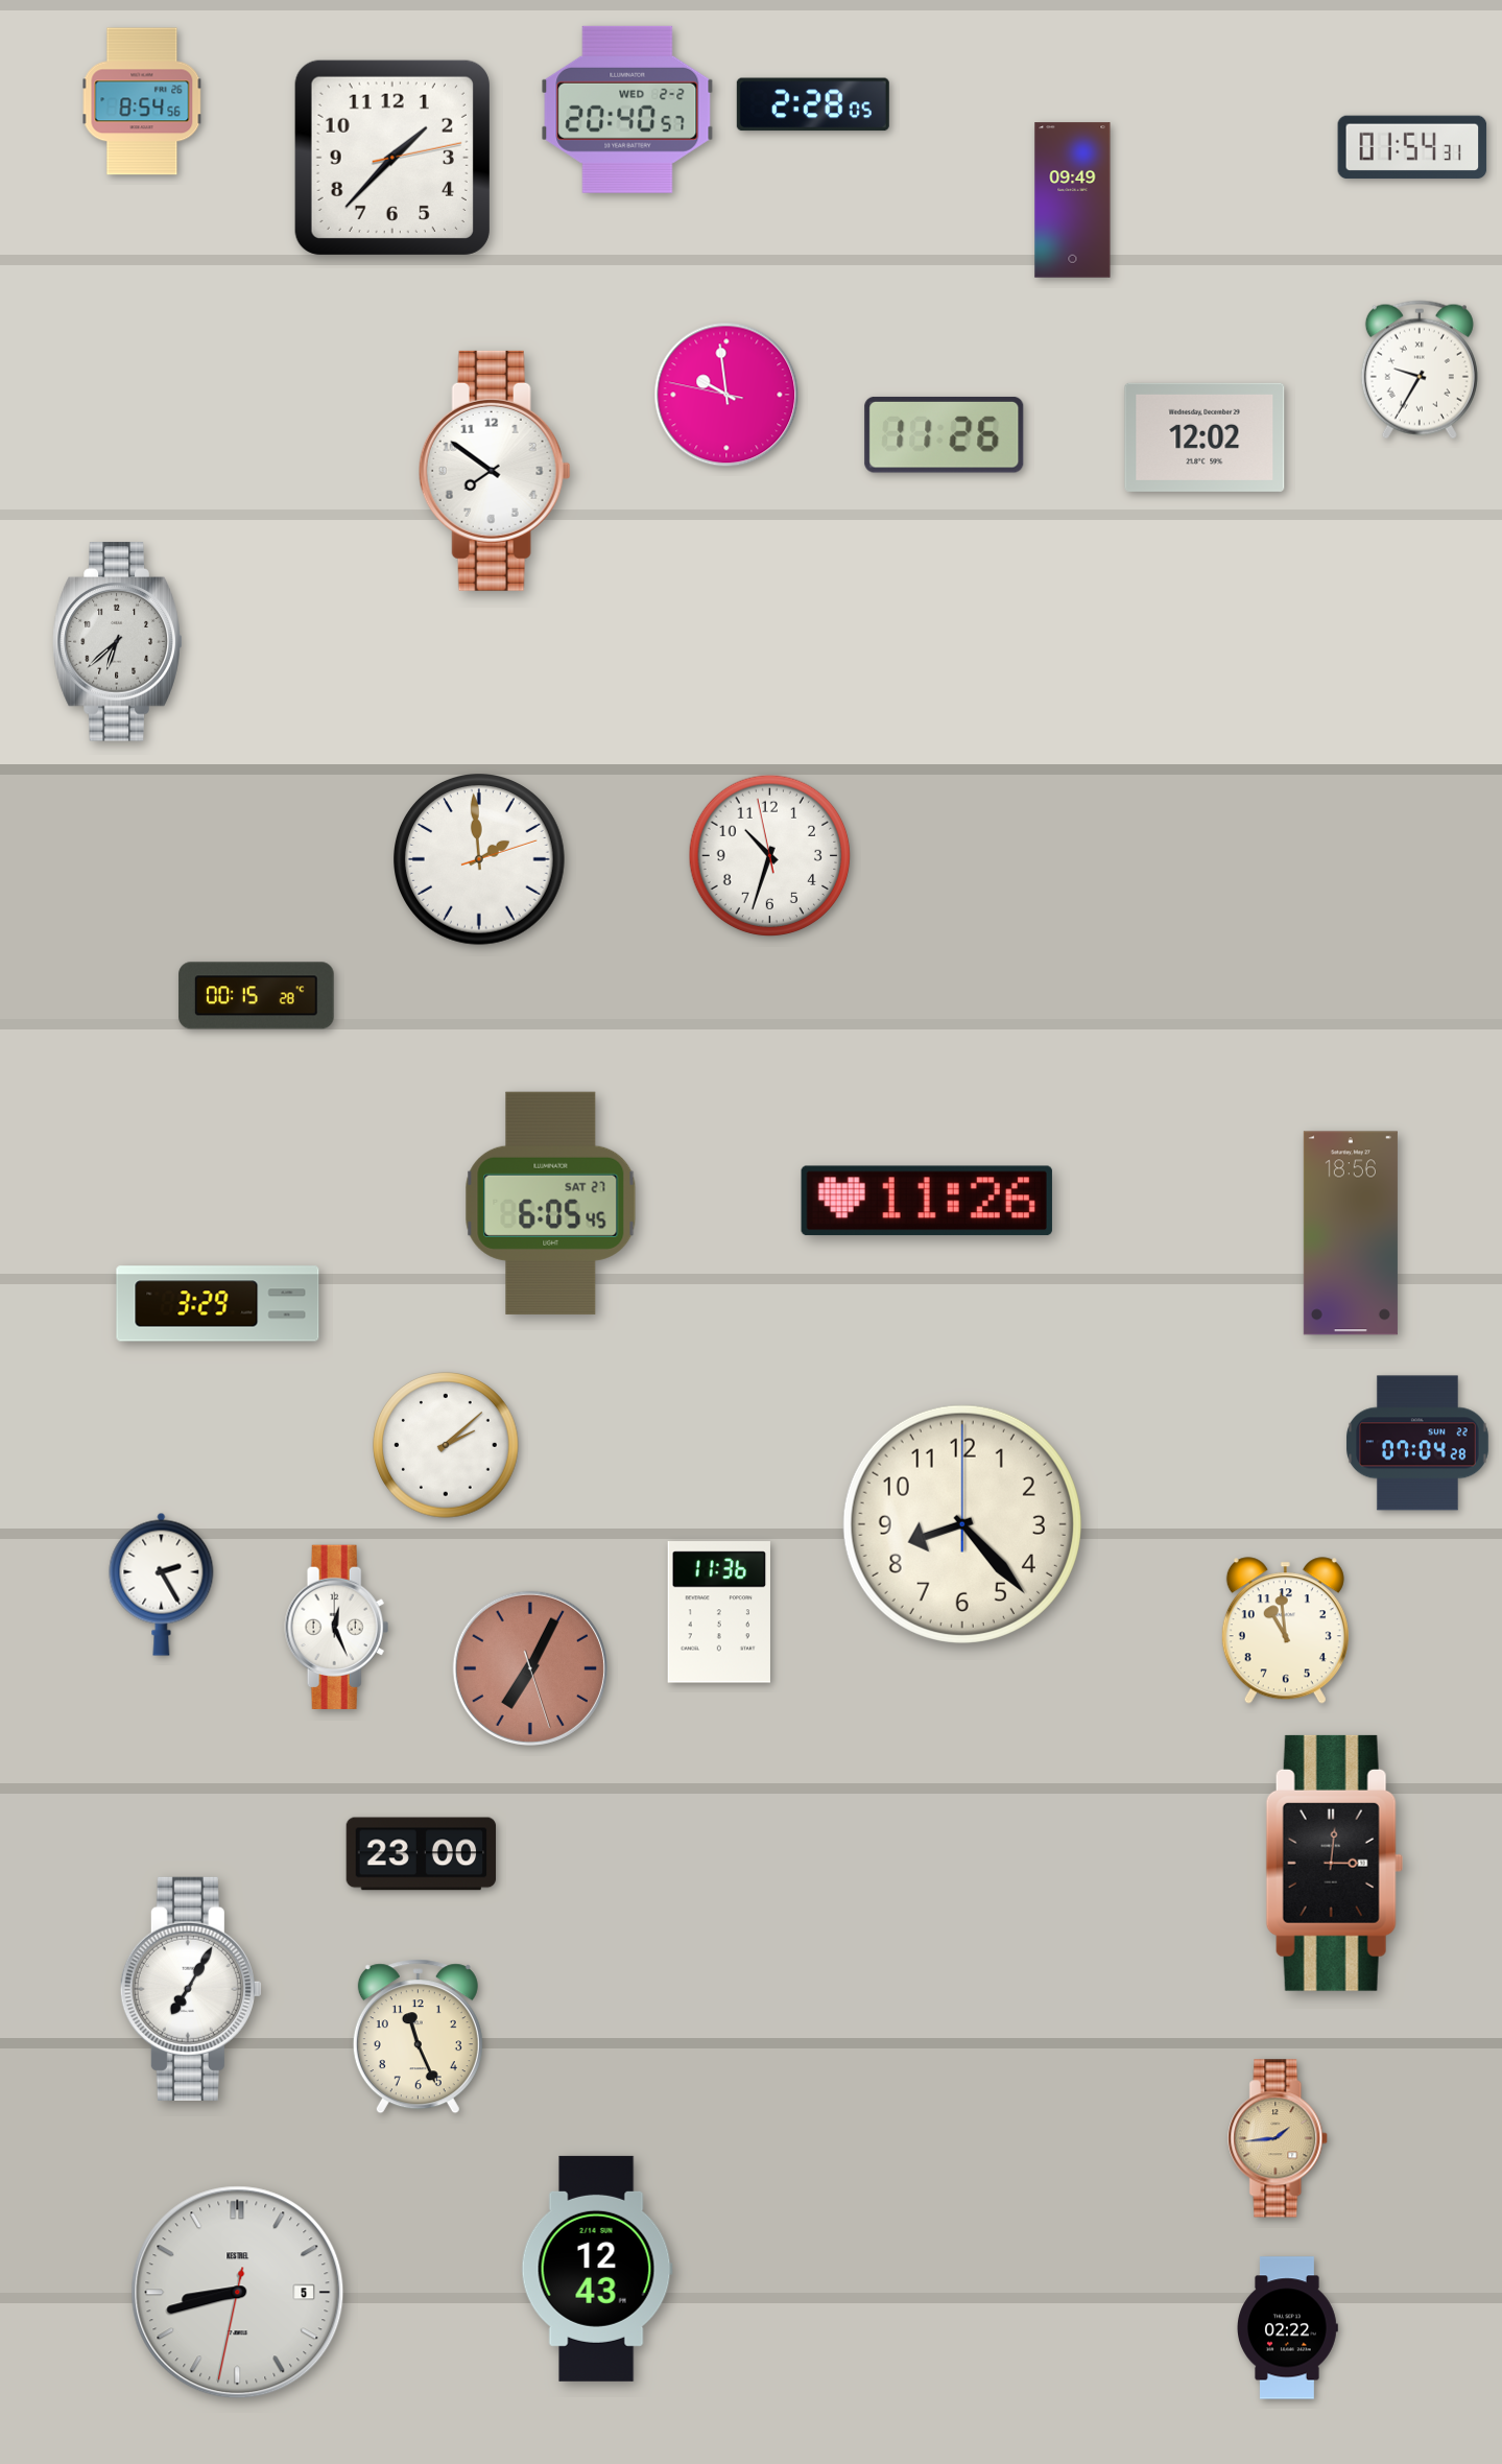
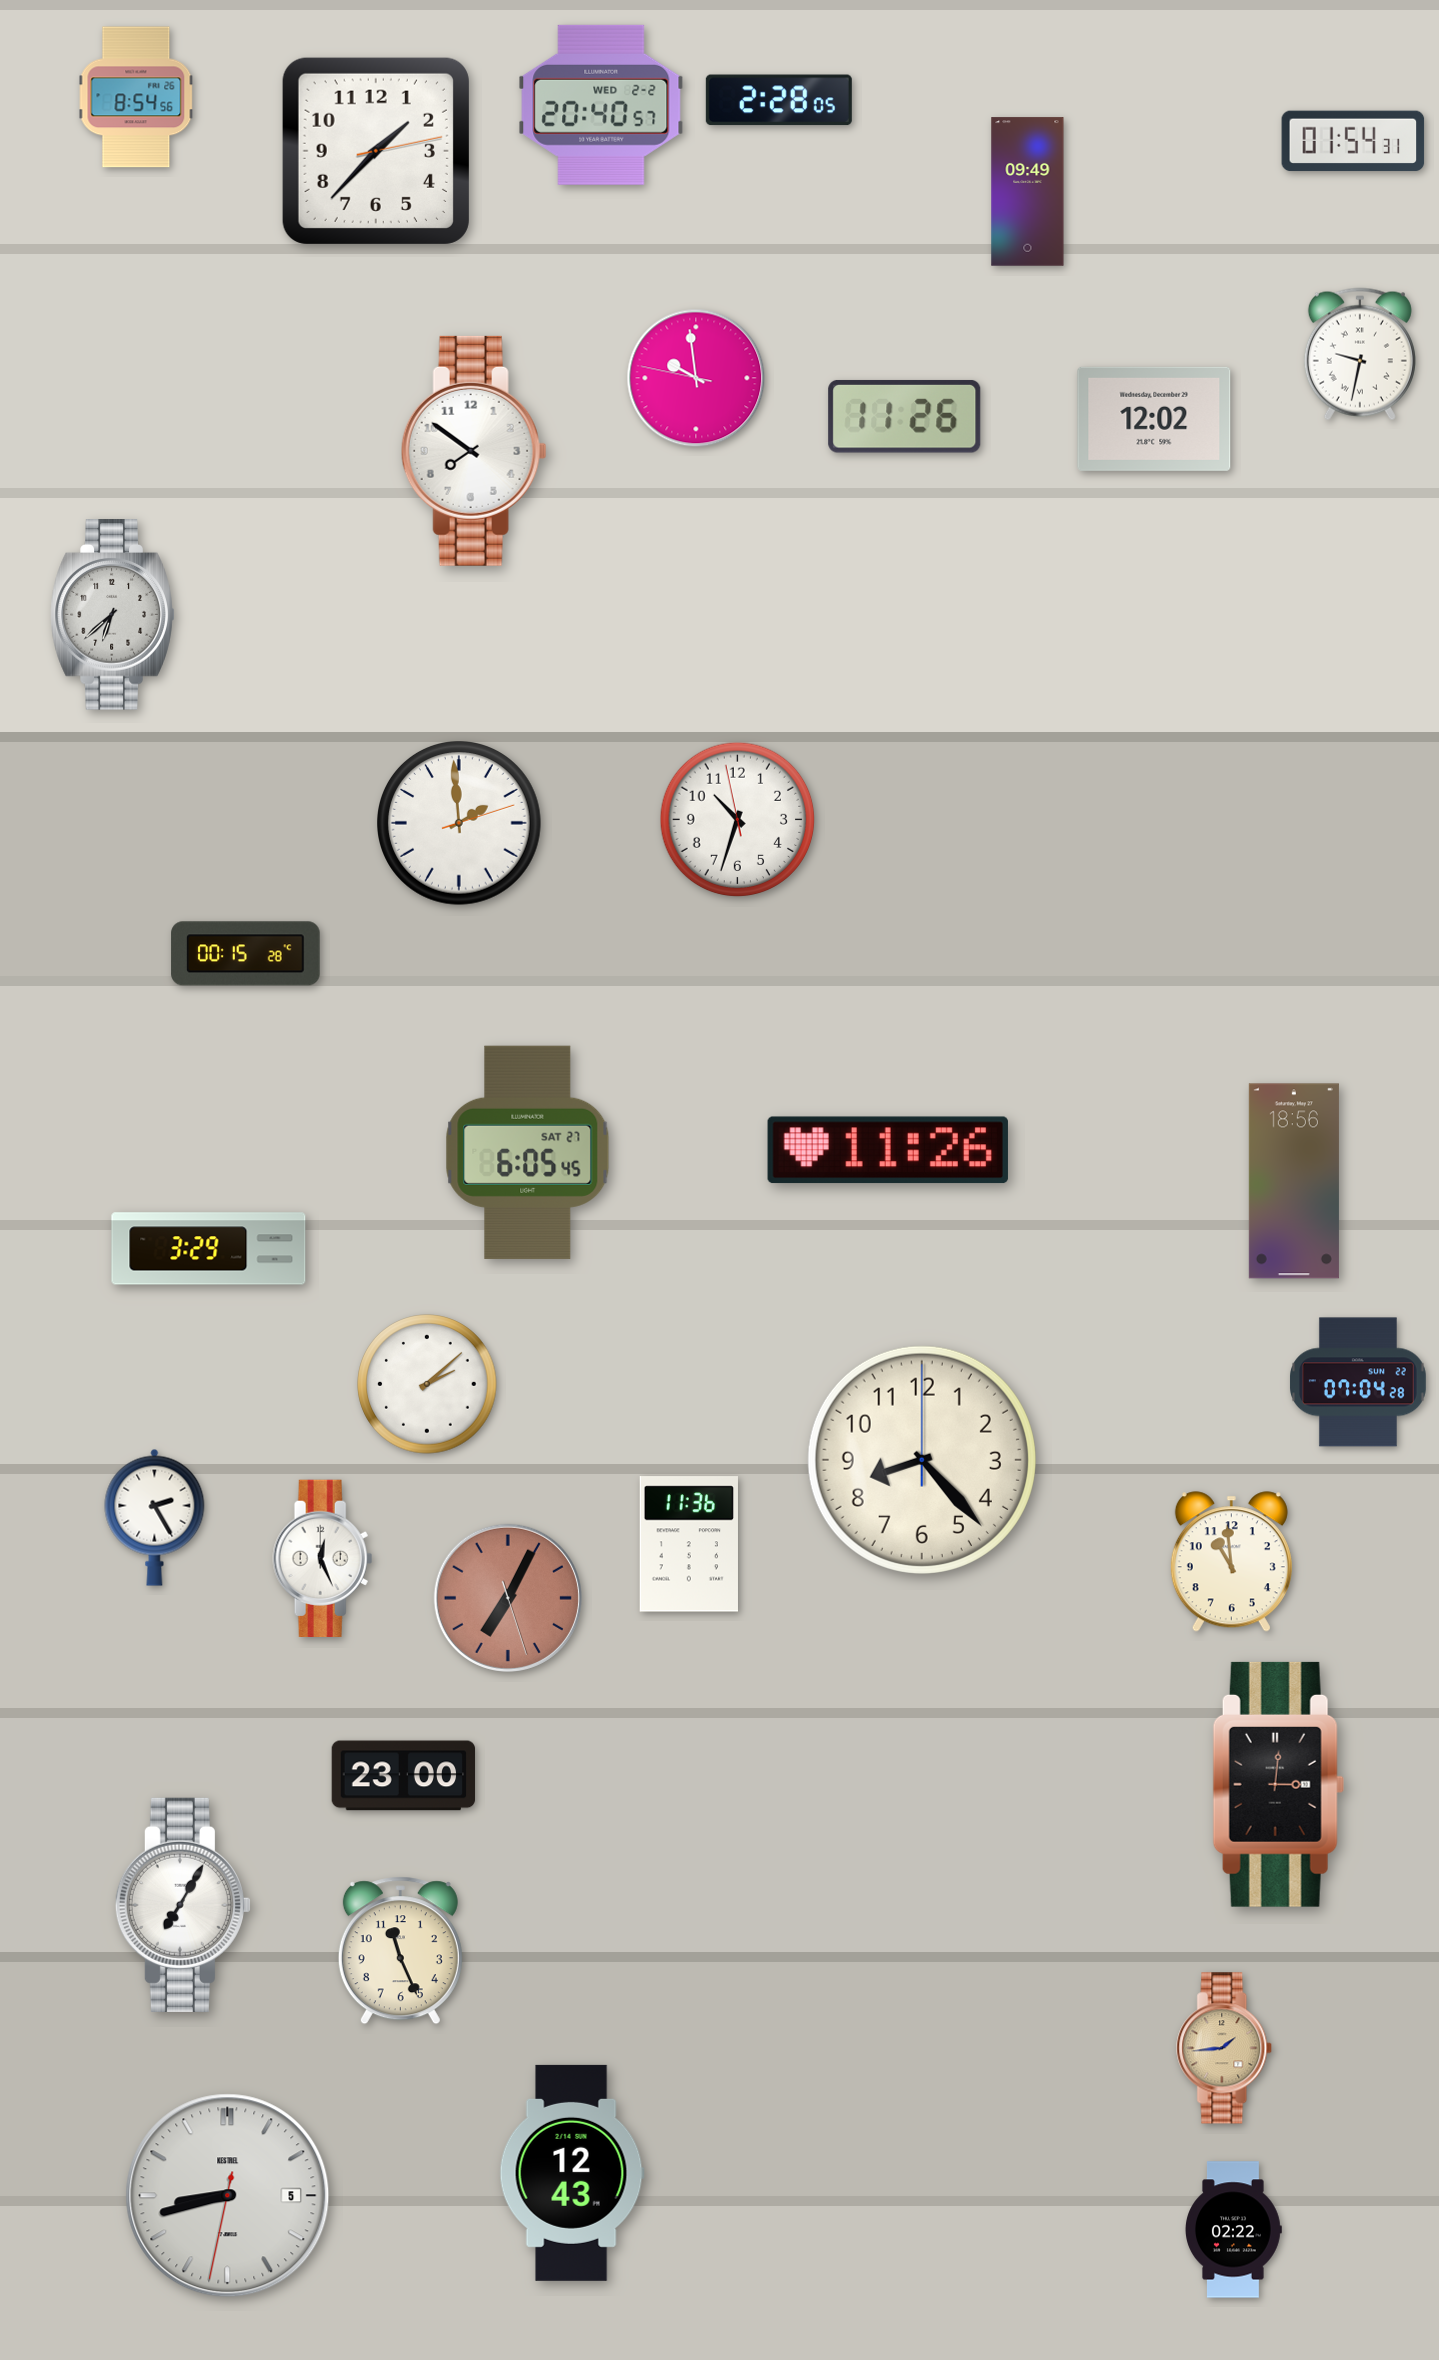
clock at (1420, 370): 9:35 -> 9:32
